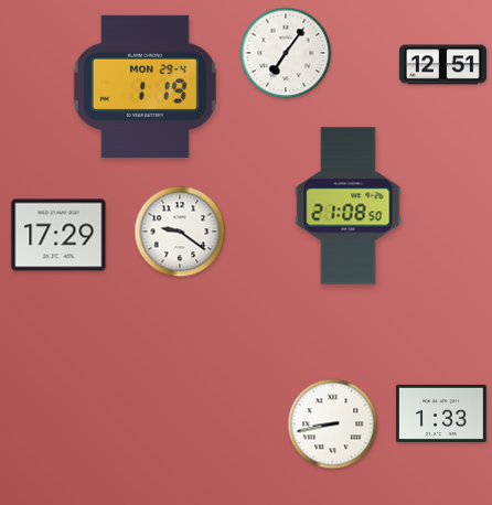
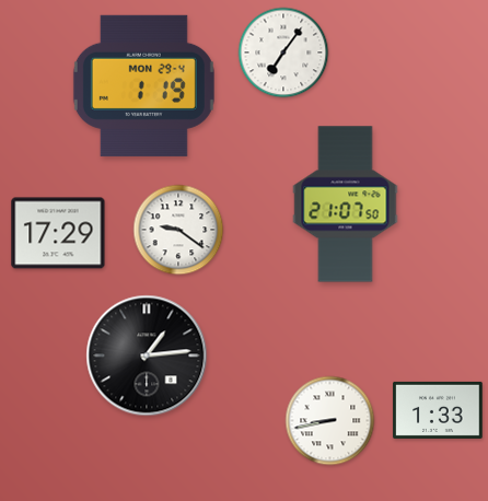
clock at (442, 65): 12:51 -> none
clock at (349, 206): 21:08 -> 21:07
clock at (147, 356): none -> 1:14
